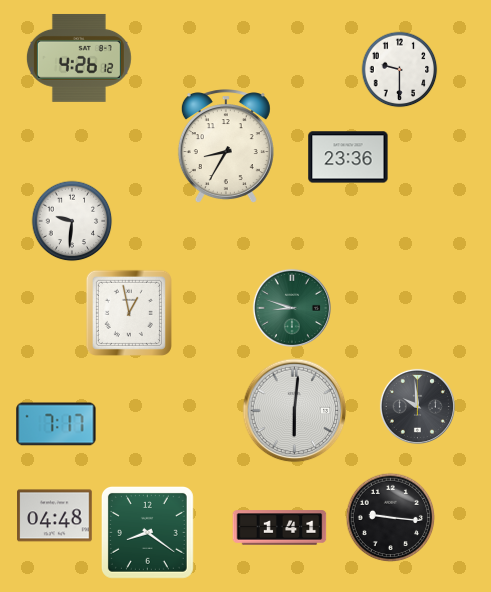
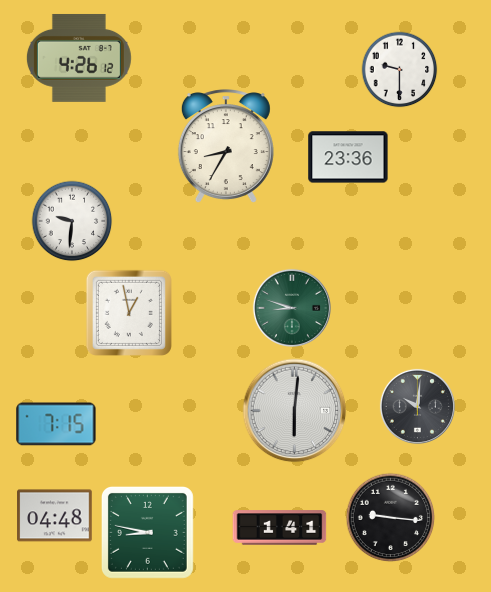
clock at (417, 406): 9:59 -> 10:01
clock at (56, 424): 7:17 -> 7:15
clock at (147, 532): 8:21 -> 8:47
